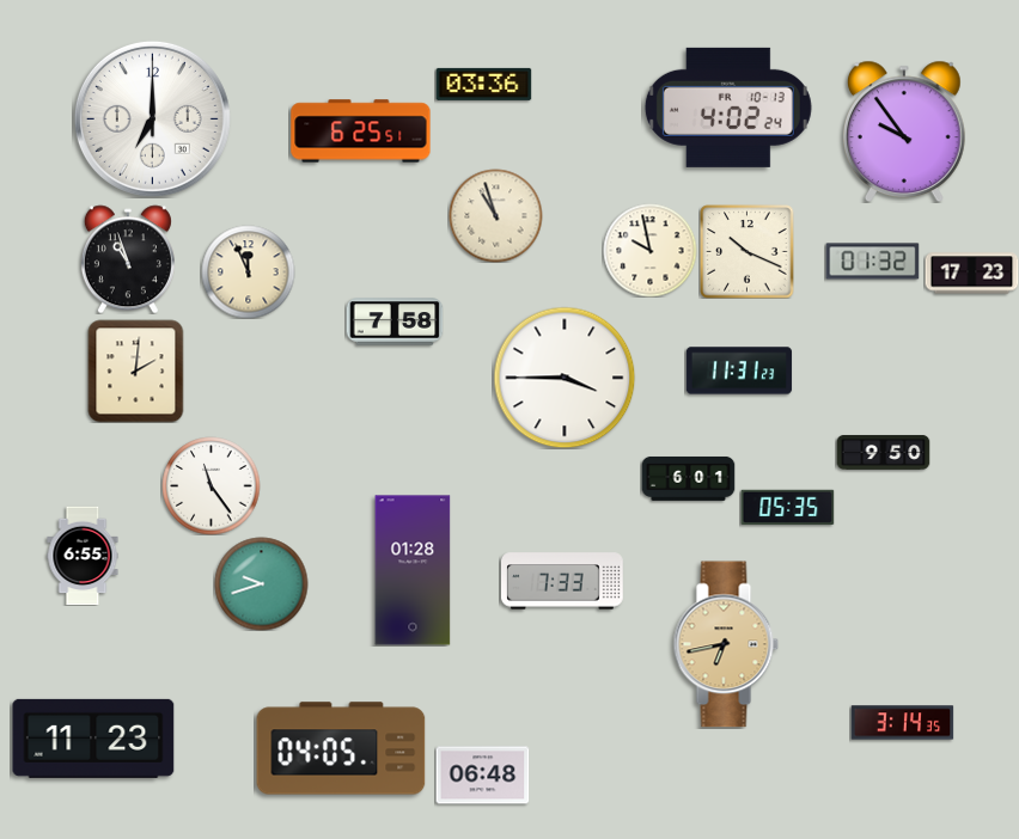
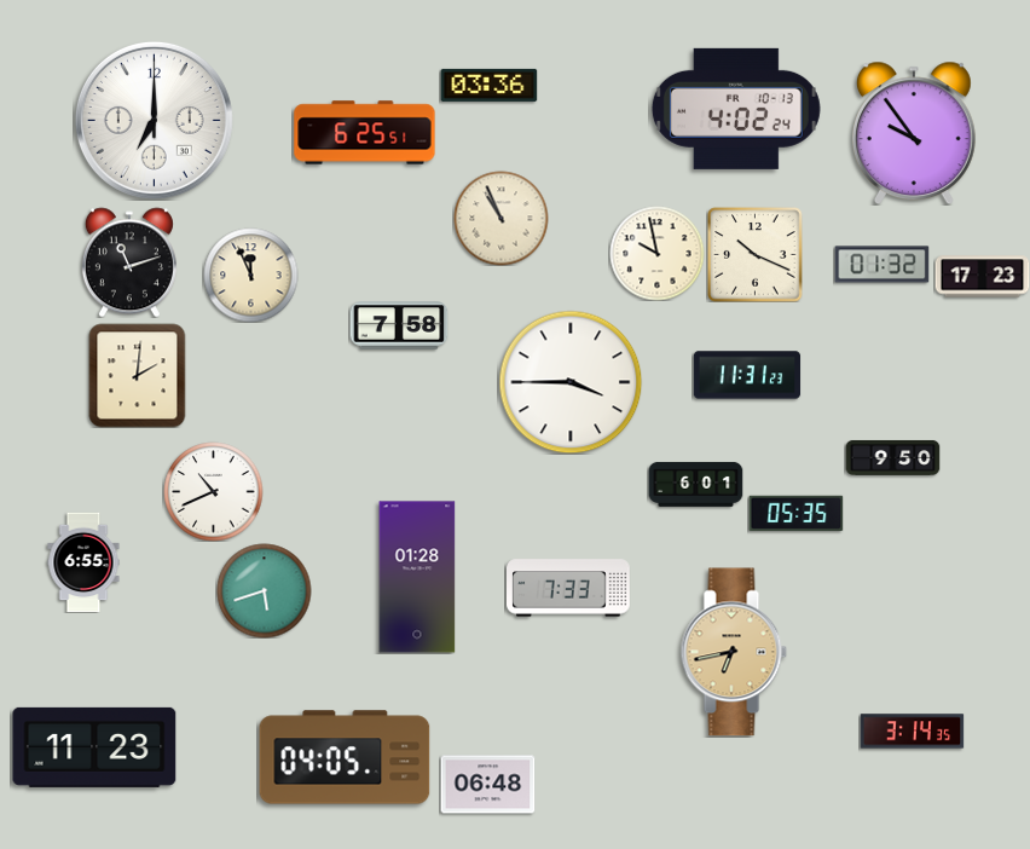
clock at (495, 215): 10:57 -> 10:56
clock at (128, 259): 10:57 -> 11:12
clock at (210, 485): 11:24 -> 10:41
clock at (261, 583): 9:42 -> 5:42
